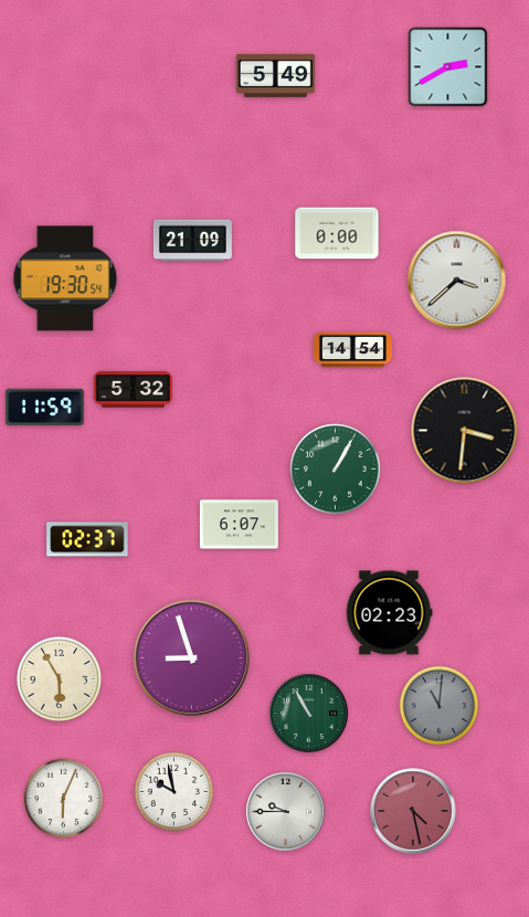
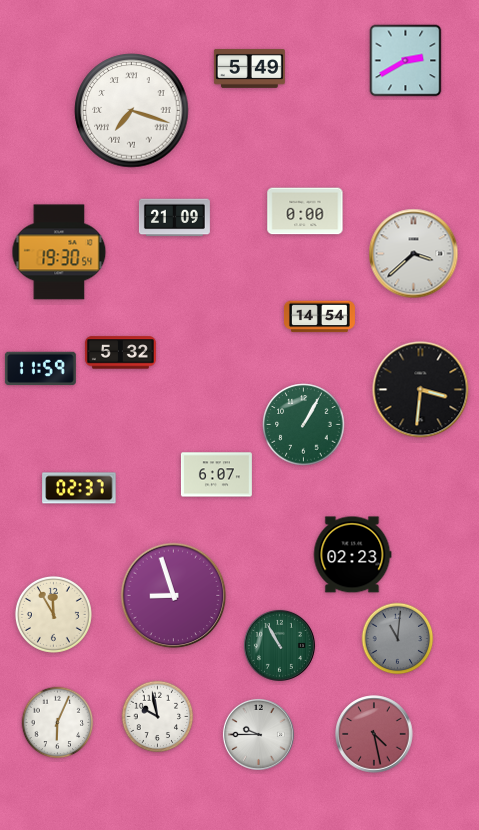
clock at (132, 111): none -> 7:18
clock at (59, 678): 5:55 -> 11:55
